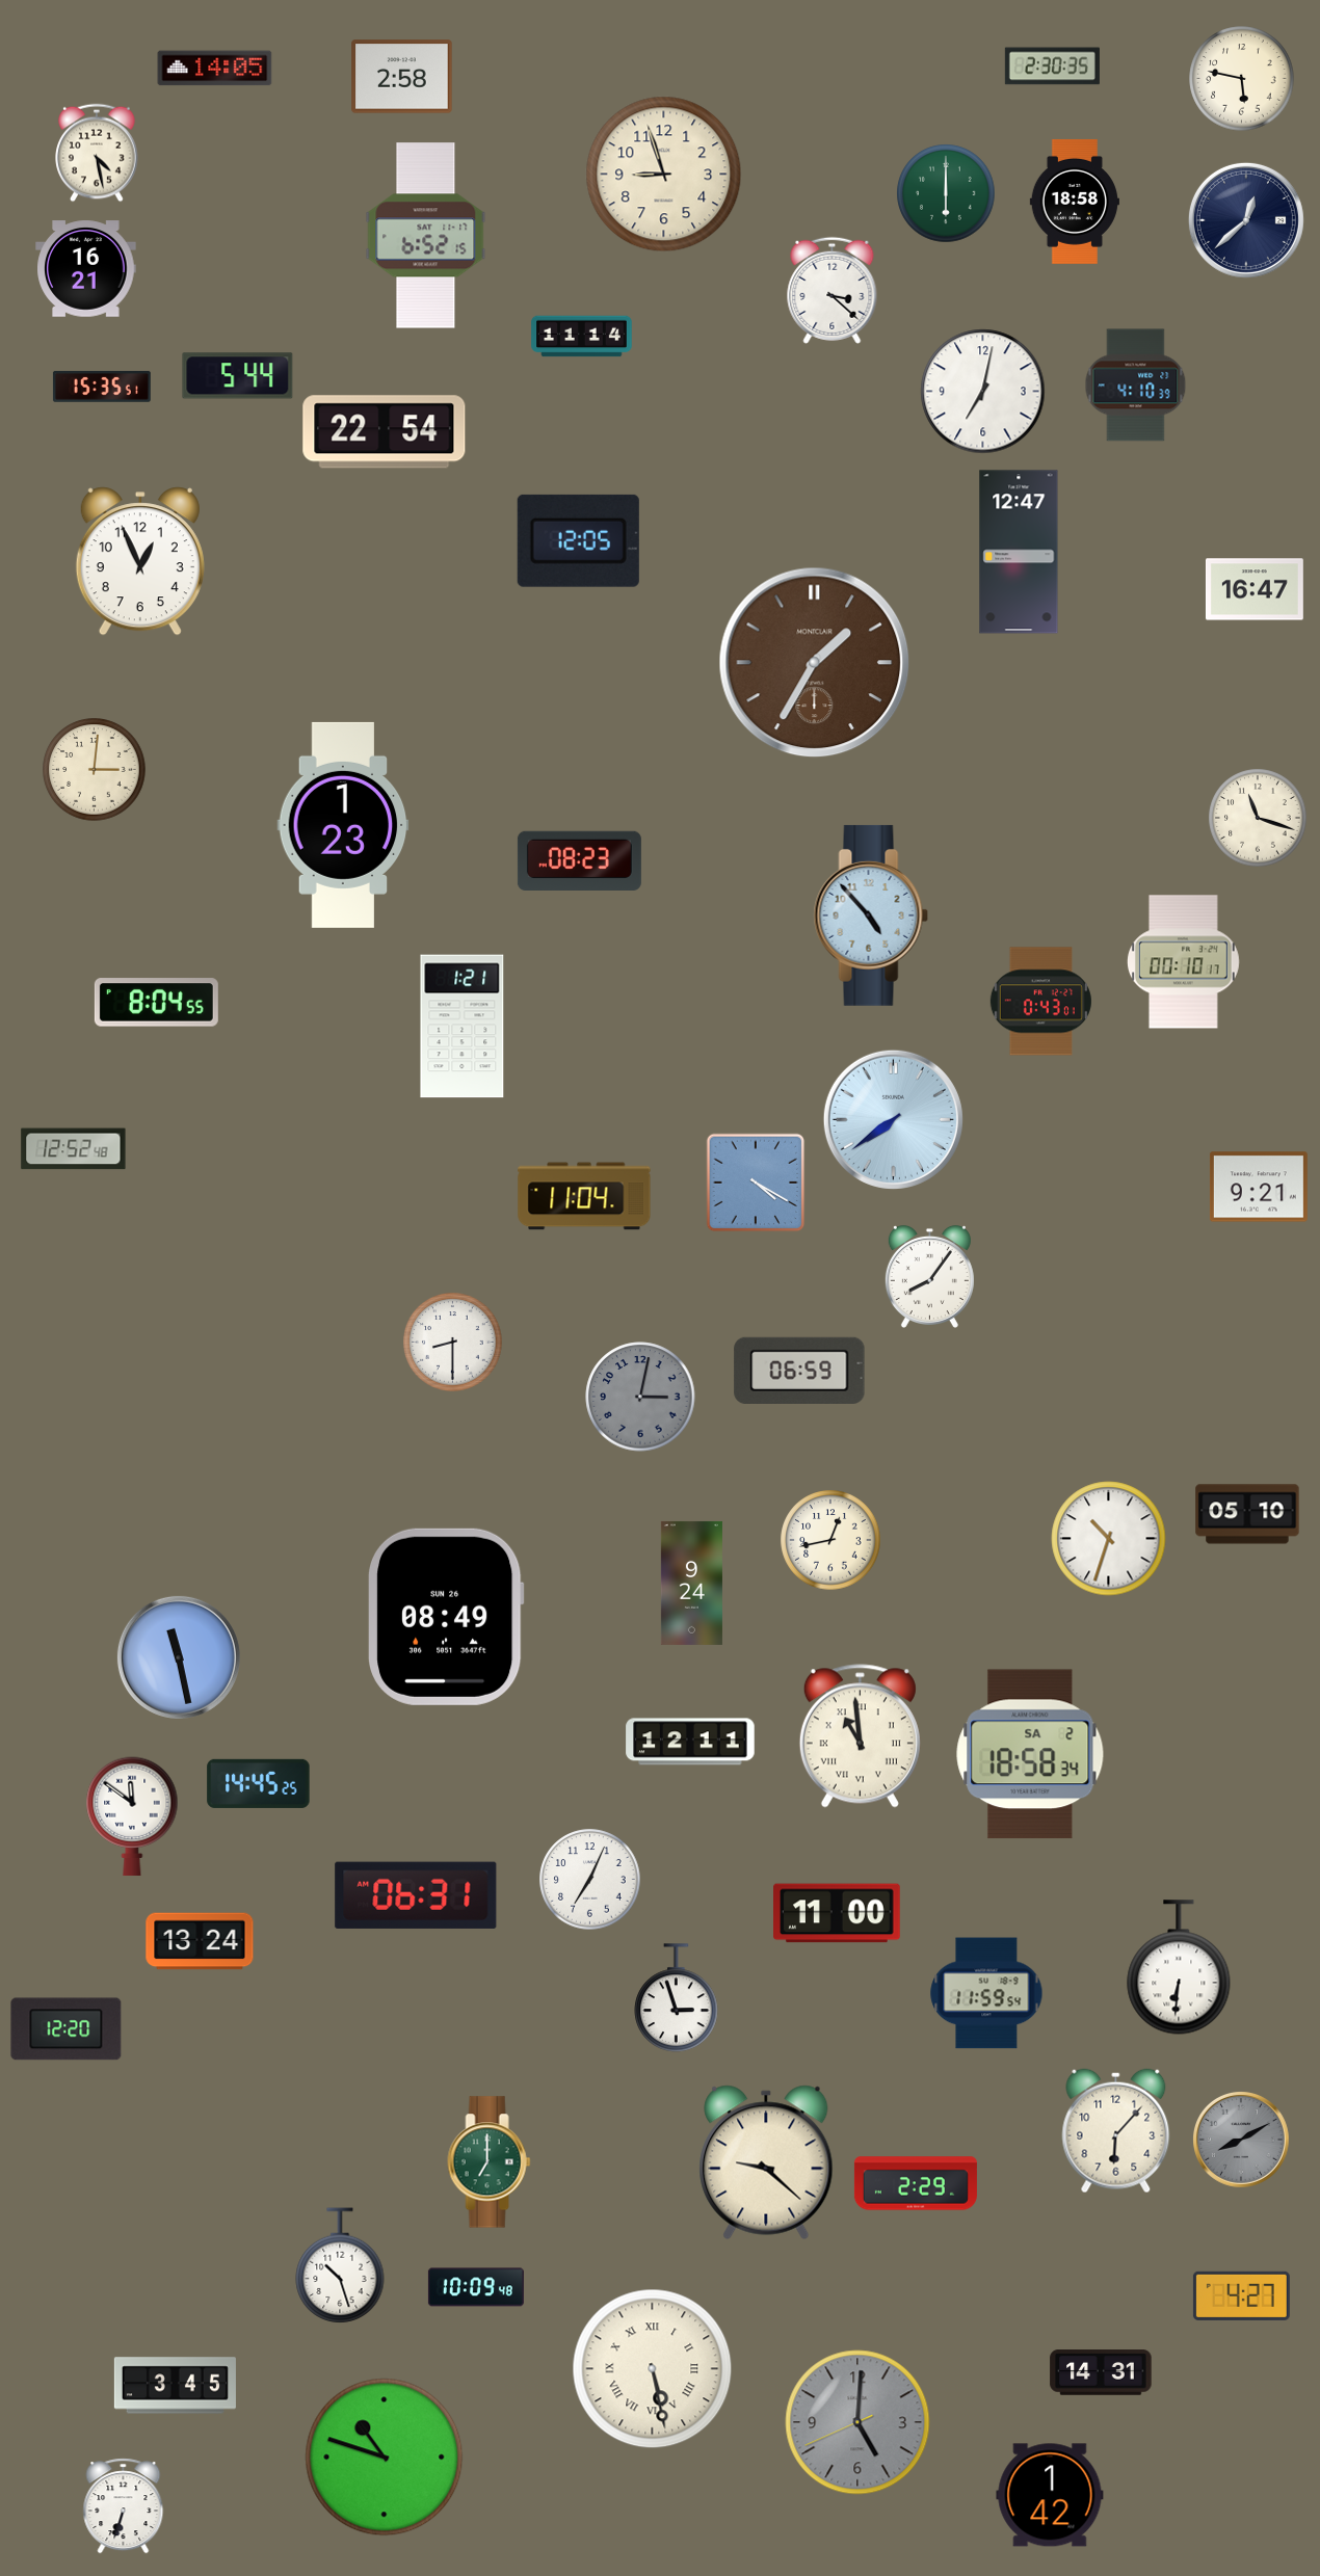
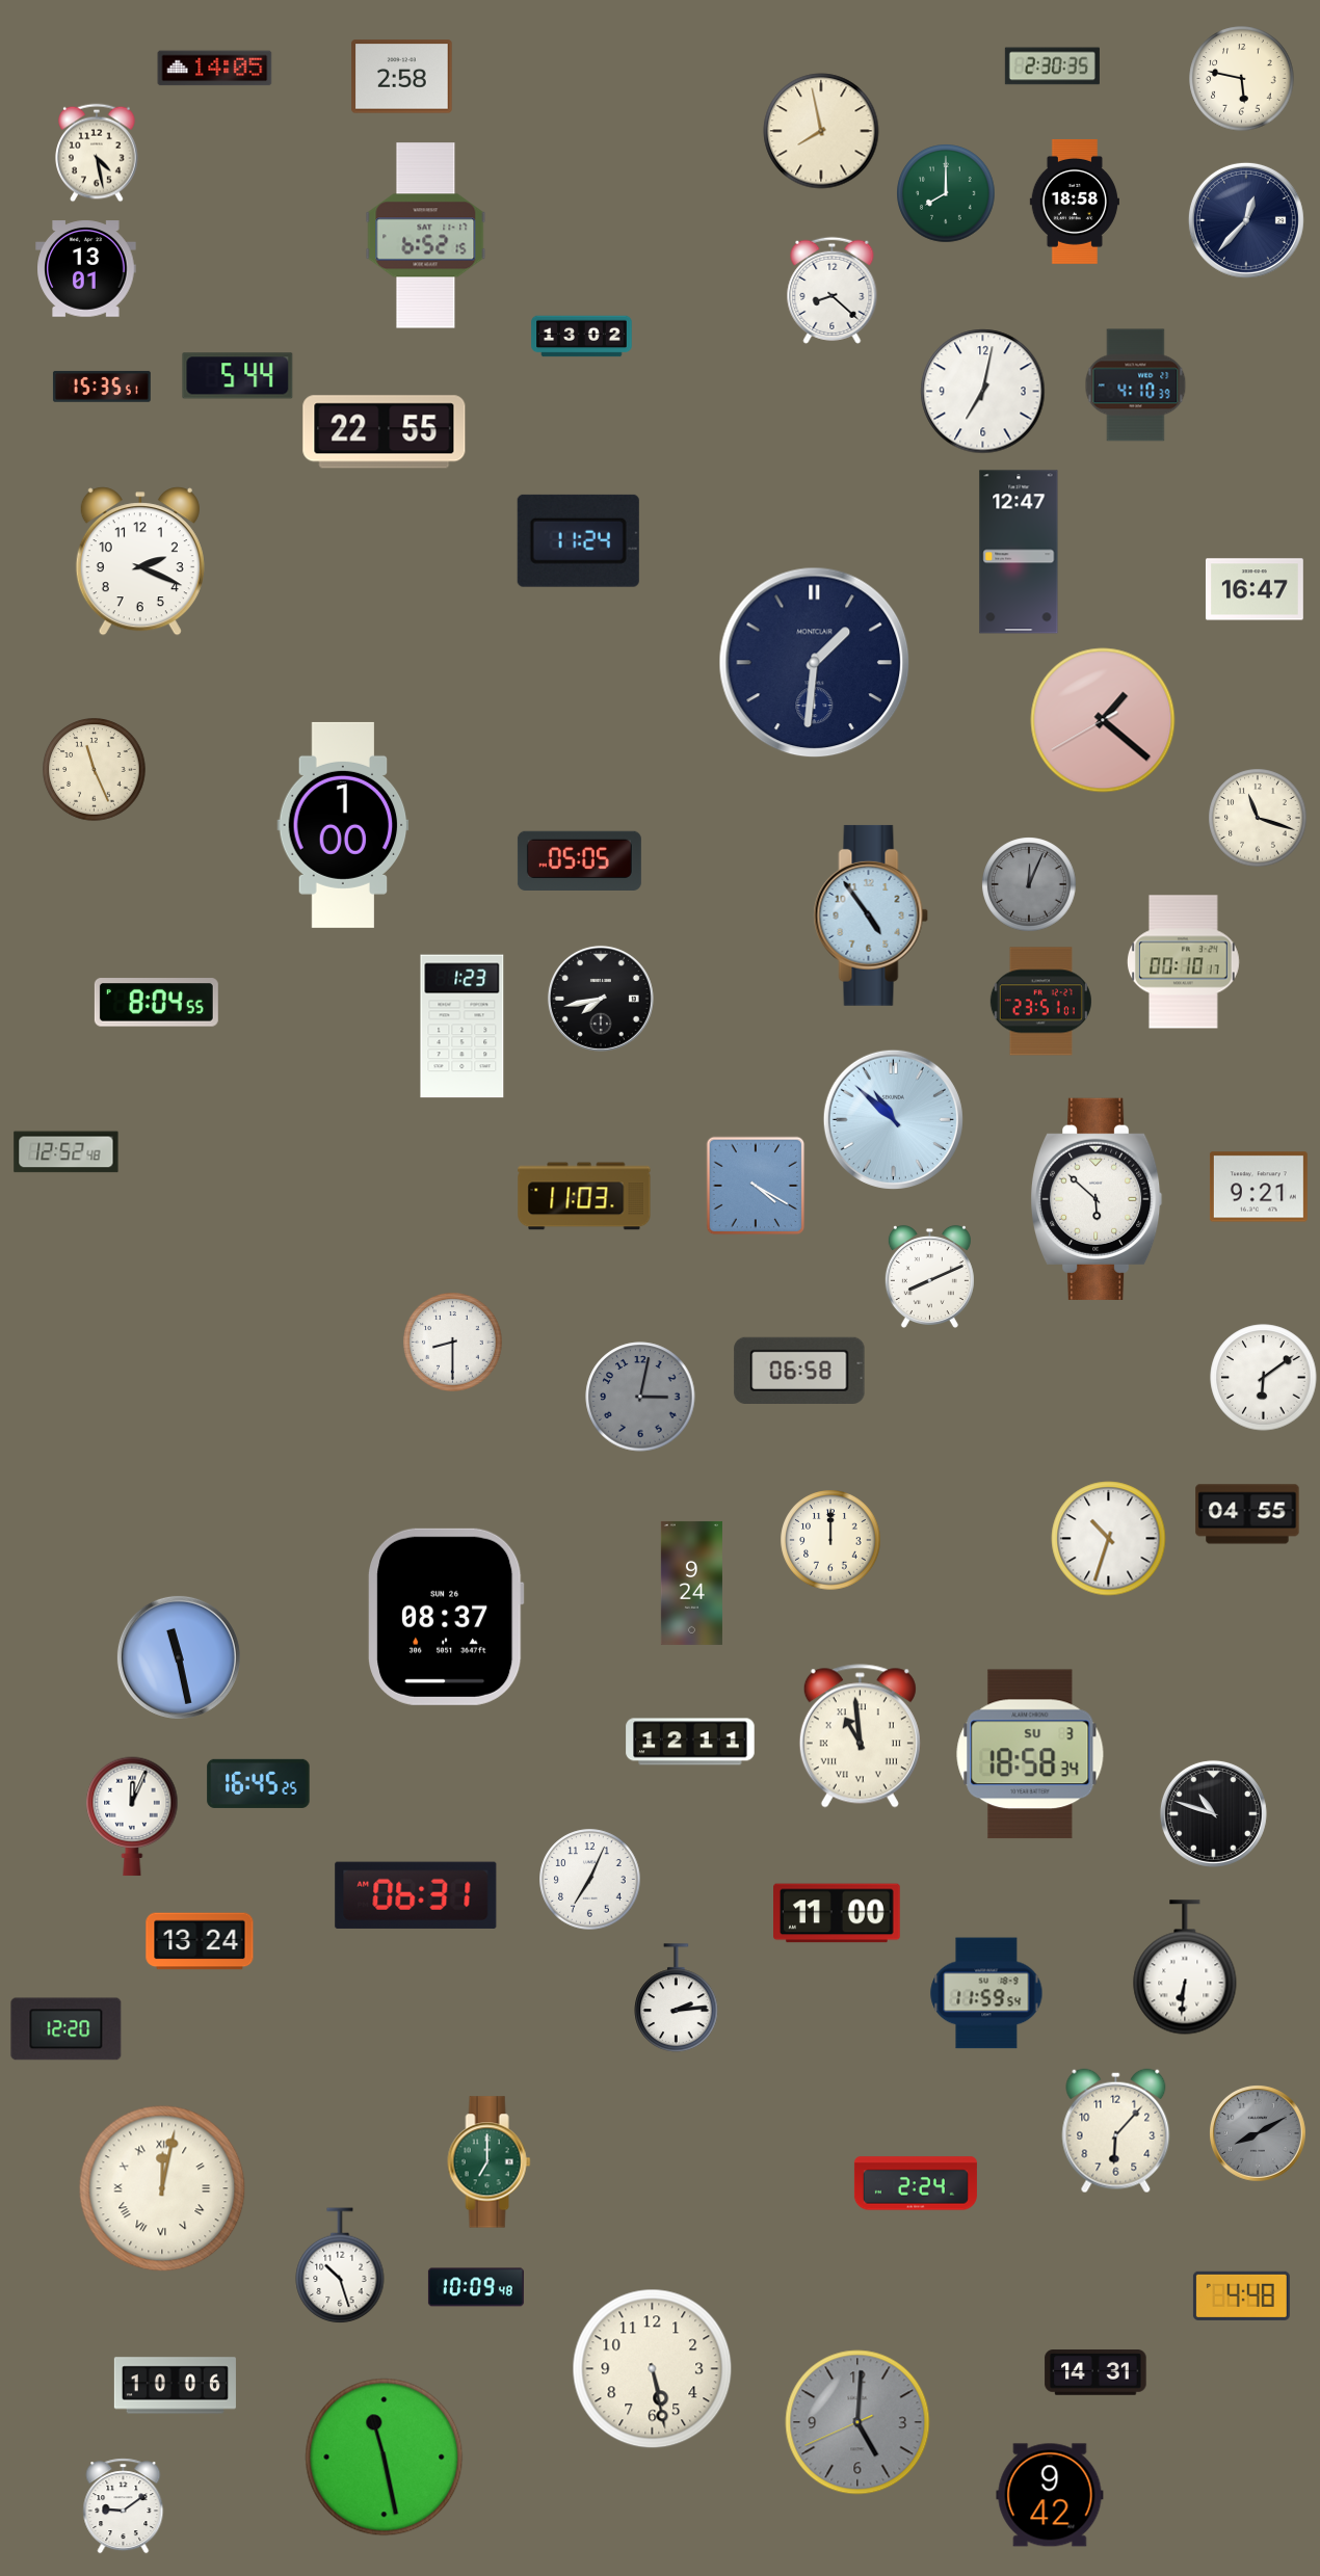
clock at (821, 131): none -> 7:58
clock at (664, 175): 8:57 -> none
clock at (946, 193): 6:00 -> 8:00
clock at (1246, 220): 12:38 -> 12:37
clock at (86, 269): 16:21 -> 13:01
clock at (833, 290): 3:22 -> 8:22
clock at (582, 337): 11:14 -> 13:02
clock at (385, 432): 22:54 -> 22:55
clock at (578, 540): 12:05 -> 11:24
clock at (140, 561): 12:56 -> 2:19
clock at (815, 663): 1:35 -> 1:31
clock at (815, 663) dial: brown -> navy
clock at (1103, 720): none -> 1:21
clock at (95, 770): 3:01 -> 11:26
clock at (343, 825): 1:23 -> 1:00
clock at (579, 860): 08:23 -> 05:05
clock at (1029, 884): none -> 12:04
clock at (871, 915): 4:53 -> 4:54
clock at (601, 999): none -> 7:43
clock at (1040, 1002): 0:43 -> 23:51
clock at (463, 1027): 1:21 -> 1:23
clock at (893, 1119): 7:39 -> 10:52
clock at (74, 1149) position: (74, 1149) -> (67, 1152)
clock at (756, 1183) position: (756, 1183) -> (756, 1186)
clock at (584, 1196): 11:04 -> 11:03
clock at (1097, 1199): none -> 5:52
clock at (929, 1276): 8:06 -> 8:11
clock at (799, 1371): 06:59 -> 06:58
clock at (1264, 1378): none -> 6:09
clock at (1247, 1514): 05:10 -> 04:55
clock at (830, 1540): 12:43 -> 12:00
clock at (446, 1617): 08:49 -> 08:37
clock at (1030, 1754) date: SA 2 -> SU 3
clock at (259, 1783): 14:45 -> 16:45
clock at (1213, 1813): none -> 10:48
clock at (132, 1816): 11:51 -> 12:04
clock at (1179, 1967) position: (1179, 1967) -> (1185, 1967)
clock at (677, 1998): 2:57 -> 2:14
clock at (1242, 2141) position: (1242, 2141) -> (1259, 2134)
clock at (766, 2162): 9:22 -> none
clock at (916, 2183): 2:29 -> 2:24
clock at (162, 2188): none -> 12:02
clock at (1241, 2295): 4:27 -> 4:48
clock at (653, 2369) numerals: Roman -> Arabic
clock at (1101, 2372) position: (1101, 2372) -> (1095, 2372)
clock at (175, 2386): 3:45 -> 10:06
clock at (385, 2458): 10:48 -> 11:28
clock at (1050, 2495): 1:42 -> 9:42
clock at (124, 2506): 6:33 -> 9:09
